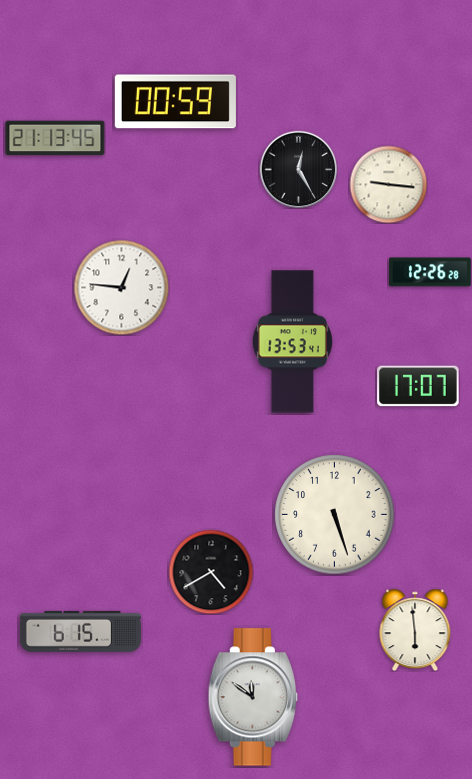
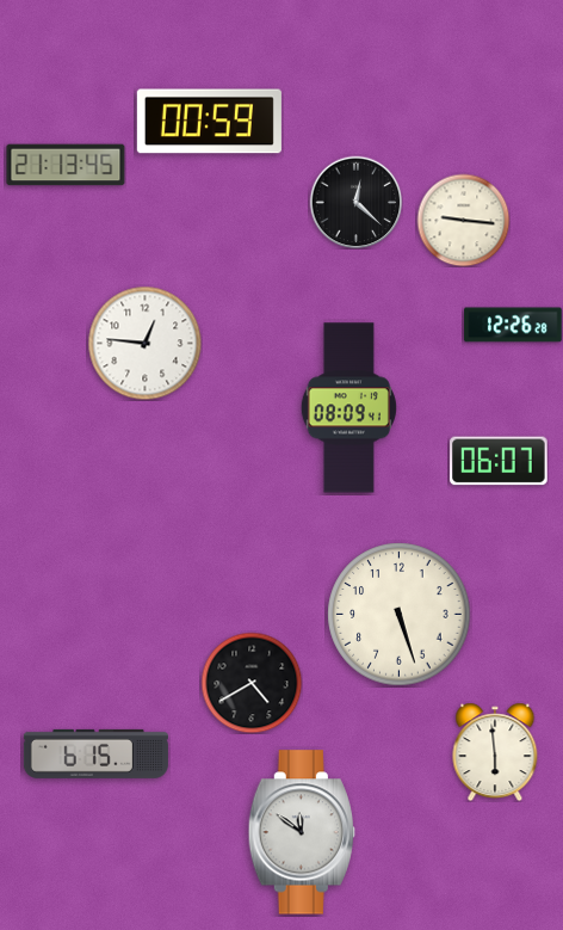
clock at (298, 169): 12:25 -> 12:22
clock at (292, 342): 13:53 -> 08:09
clock at (418, 386): 17:07 -> 06:07
